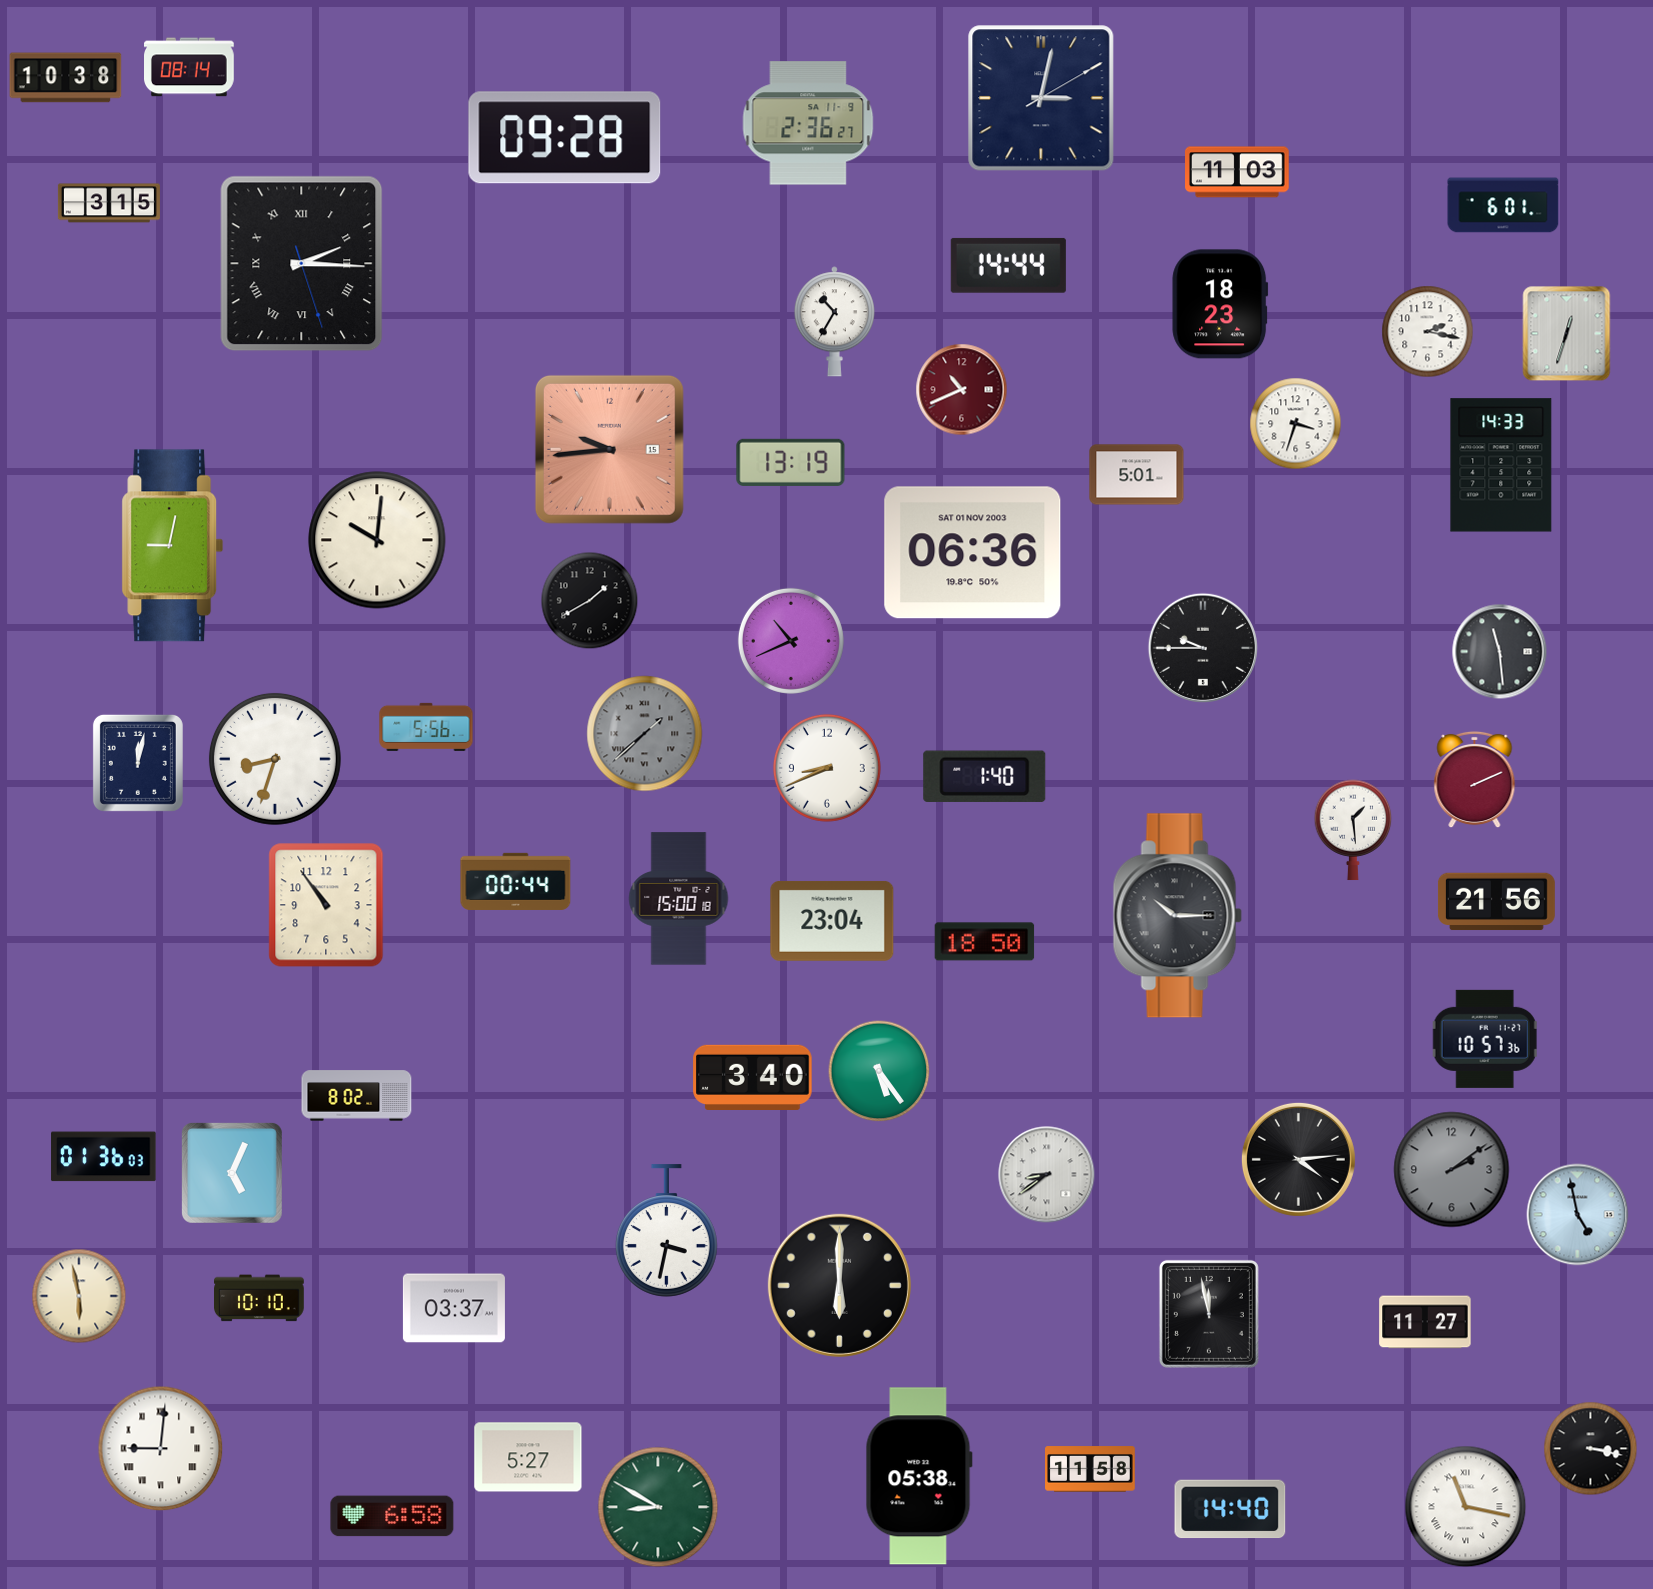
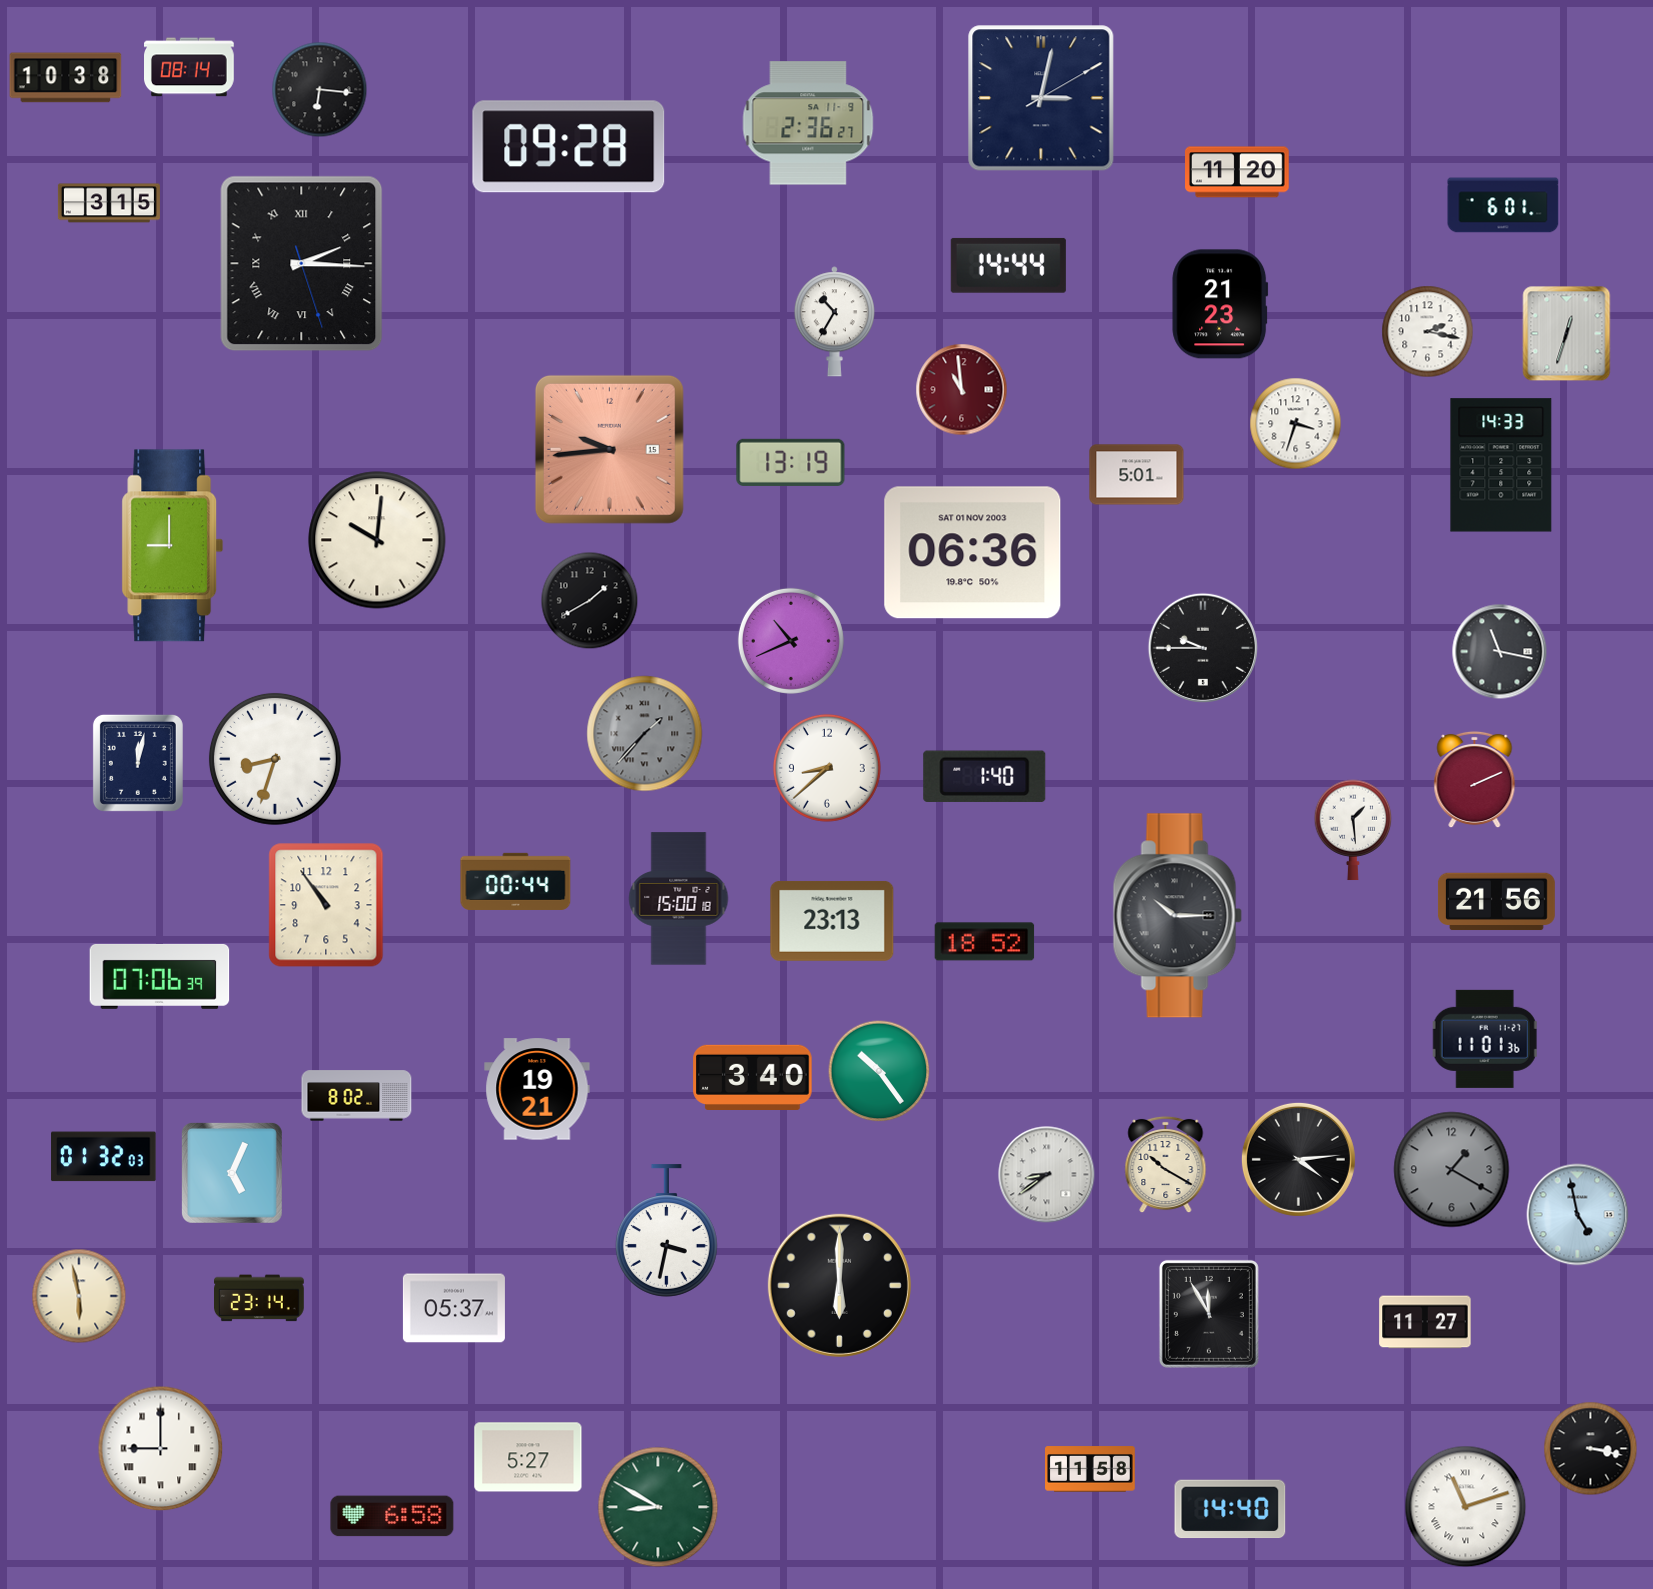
clock at (320, 90): none -> 6:16
clock at (565, 138) position: (565, 138) -> (569, 147)
clock at (1238, 172): 11:03 -> 11:20
clock at (1220, 304): 18:23 -> 21:23
clock at (962, 390): 10:41 -> 10:59
clock at (173, 546): 9:02 -> 9:00
clock at (1500, 652): 11:29 -> 11:17
clock at (426, 727): 5:56 -> none
clock at (645, 734): 1:38 -> 1:37
clock at (827, 768): 8:41 -> 8:38
clock at (832, 921): 23:04 -> 23:13
clock at (985, 942): 18:50 -> 18:52
clock at (160, 976): none -> 07:06
clock at (1485, 1039): 10:57 -> 11:01
clock at (879, 1071): 5:24 -> 10:24
clock at (537, 1089): none -> 19:21
clock at (104, 1157): 01:36 -> 01:32
clock at (1166, 1165): none -> 10:20
clock at (1452, 1170): 2:09 -> 1:20
clock at (260, 1298): 10:10 -> 23:14
clock at (454, 1308): 03:37 -> 05:37
clock at (1209, 1314): 11:58 -> 11:55
clock at (161, 1449): 9:01 -> 9:00
clock at (919, 1476): 05:38 -> none
clock at (1466, 1507): 11:17 -> 11:12
